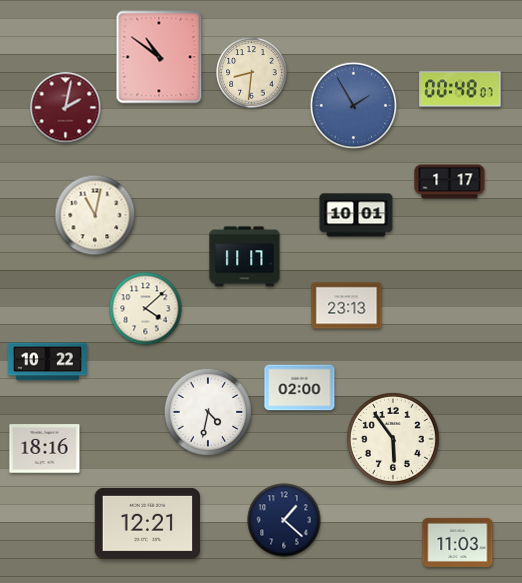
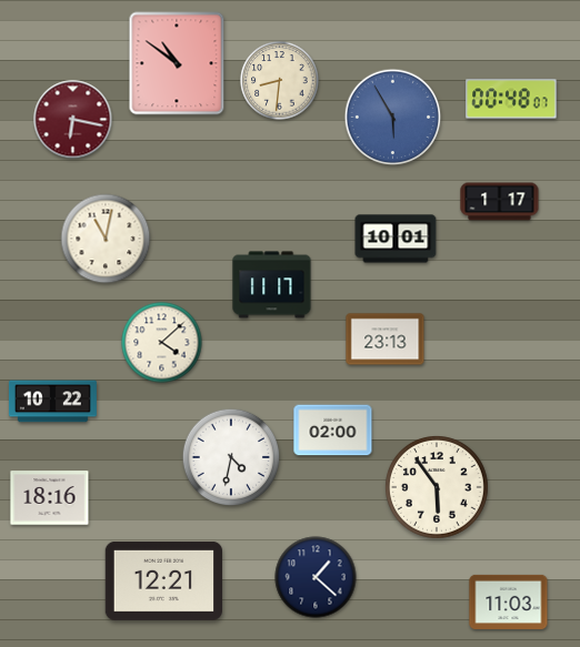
clock at (354, 106): 1:55 -> 5:55
clock at (66, 108): 2:02 -> 6:17
